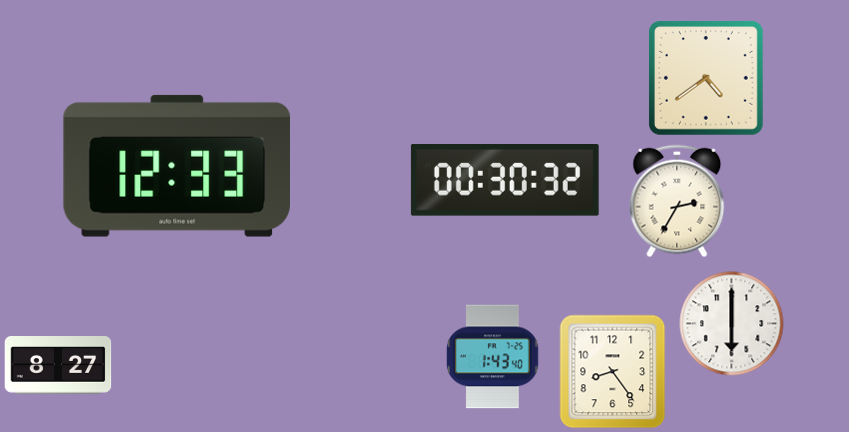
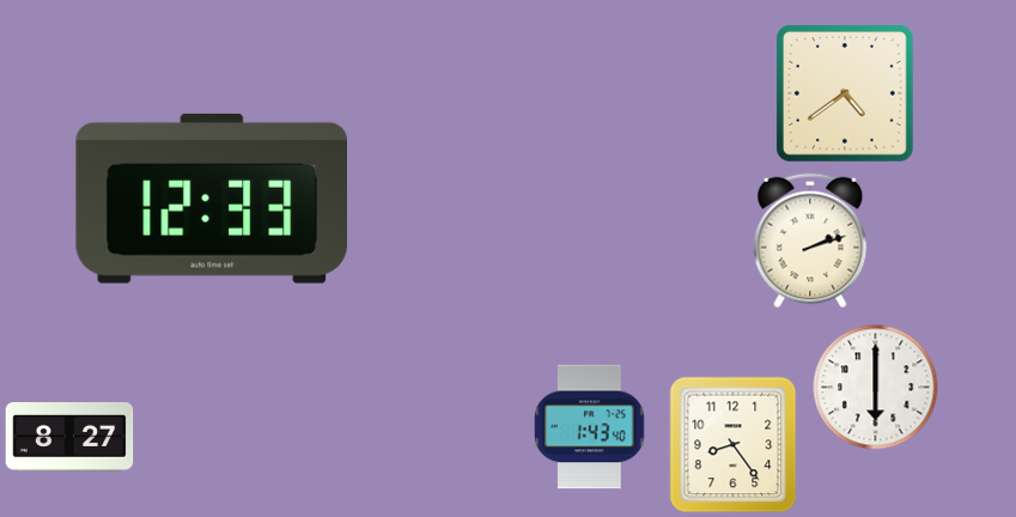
clock at (505, 180): 00:30 -> none
clock at (677, 201): 2:35 -> 2:12
